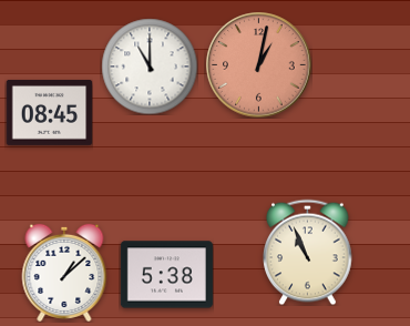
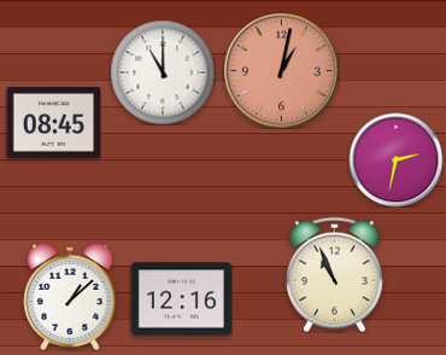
clock at (395, 159): none -> 2:32
clock at (166, 275): 5:38 -> 12:16
